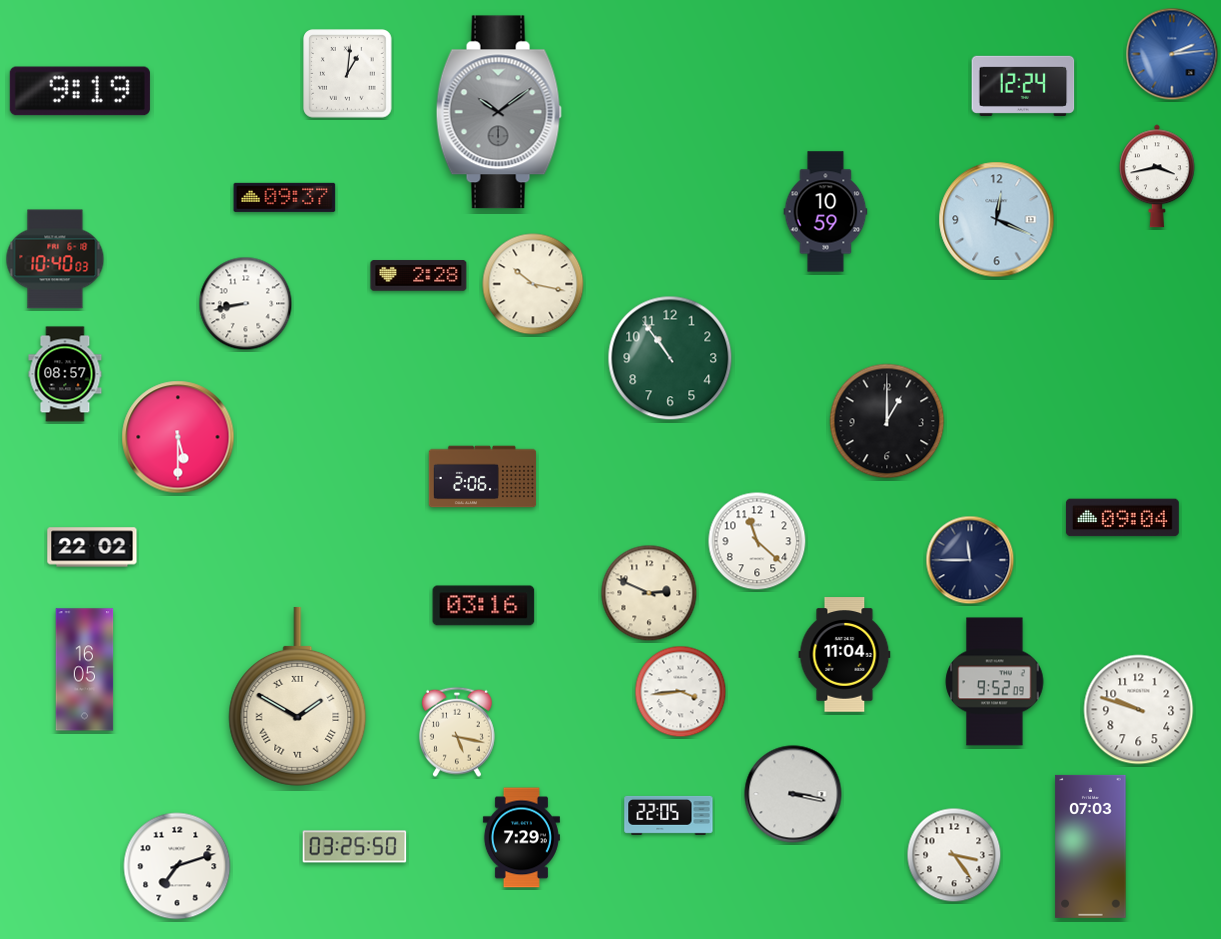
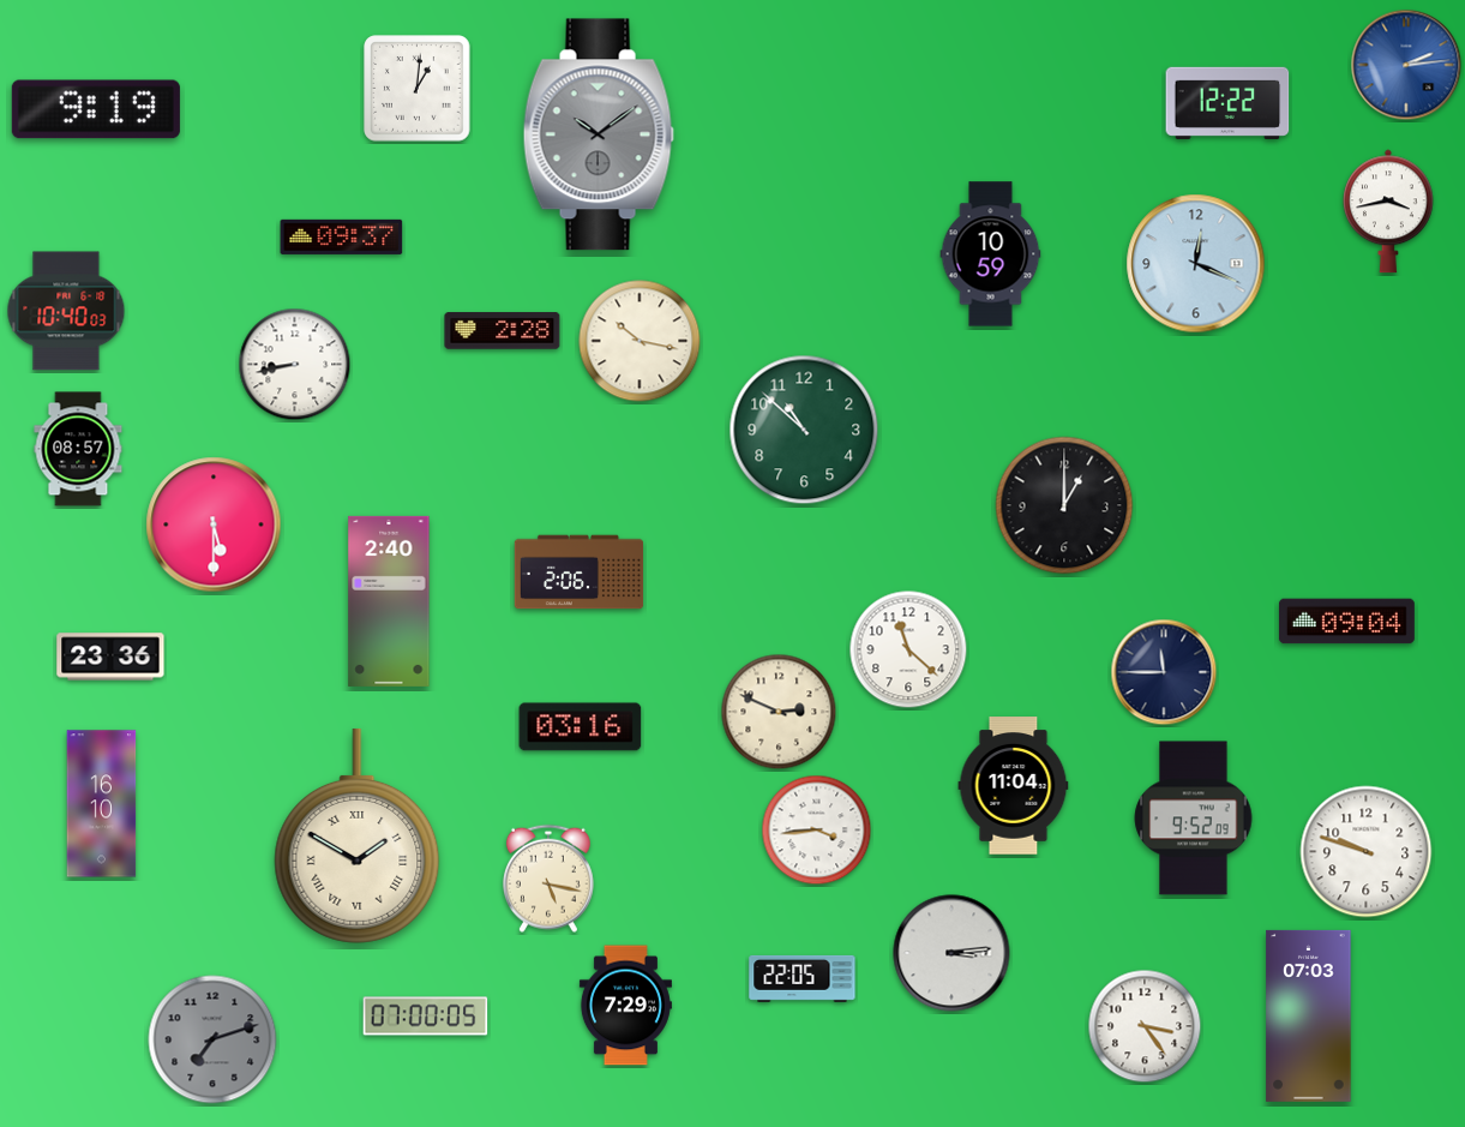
clock at (1023, 86): 12:24 -> 12:22
clock at (670, 358): 10:54 -> 10:52
clock at (389, 601): none -> 2:40
clock at (92, 547): 22:02 -> 23:36
clock at (85, 670): 16:05 -> 16:10
clock at (793, 794): 3:17 -> 3:14
clock at (355, 847): 03:25 -> 07:00
clock at (177, 866) dial: white -> grey
